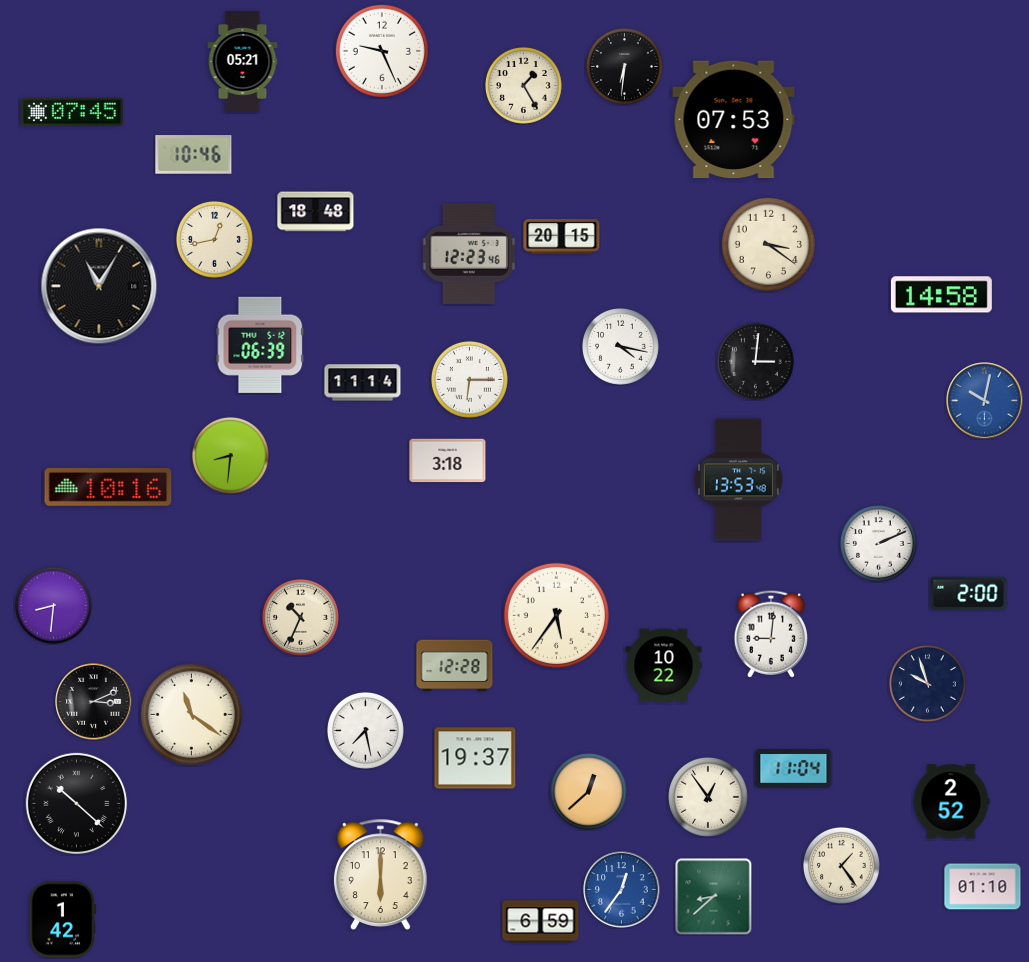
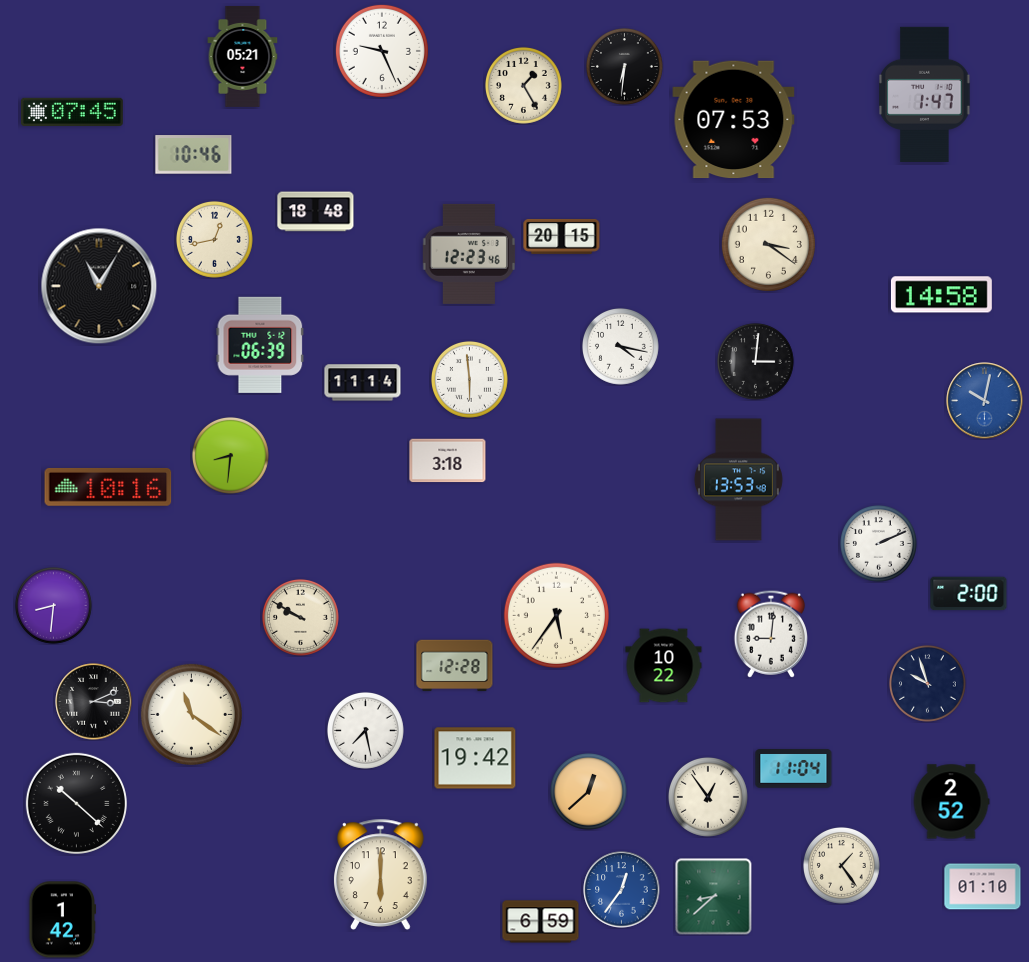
clock at (243, 62) position: (243, 62) -> (243, 57)
clock at (925, 94): none -> 1:47
clock at (469, 379): 6:15 -> 5:59
clock at (300, 617): 10:34 -> 9:50
clock at (475, 758): 19:37 -> 19:42
